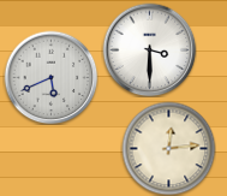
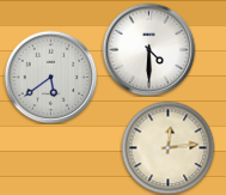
clock at (149, 49): 3:30 -> 4:30
clock at (50, 77): 5:41 -> 5:39
